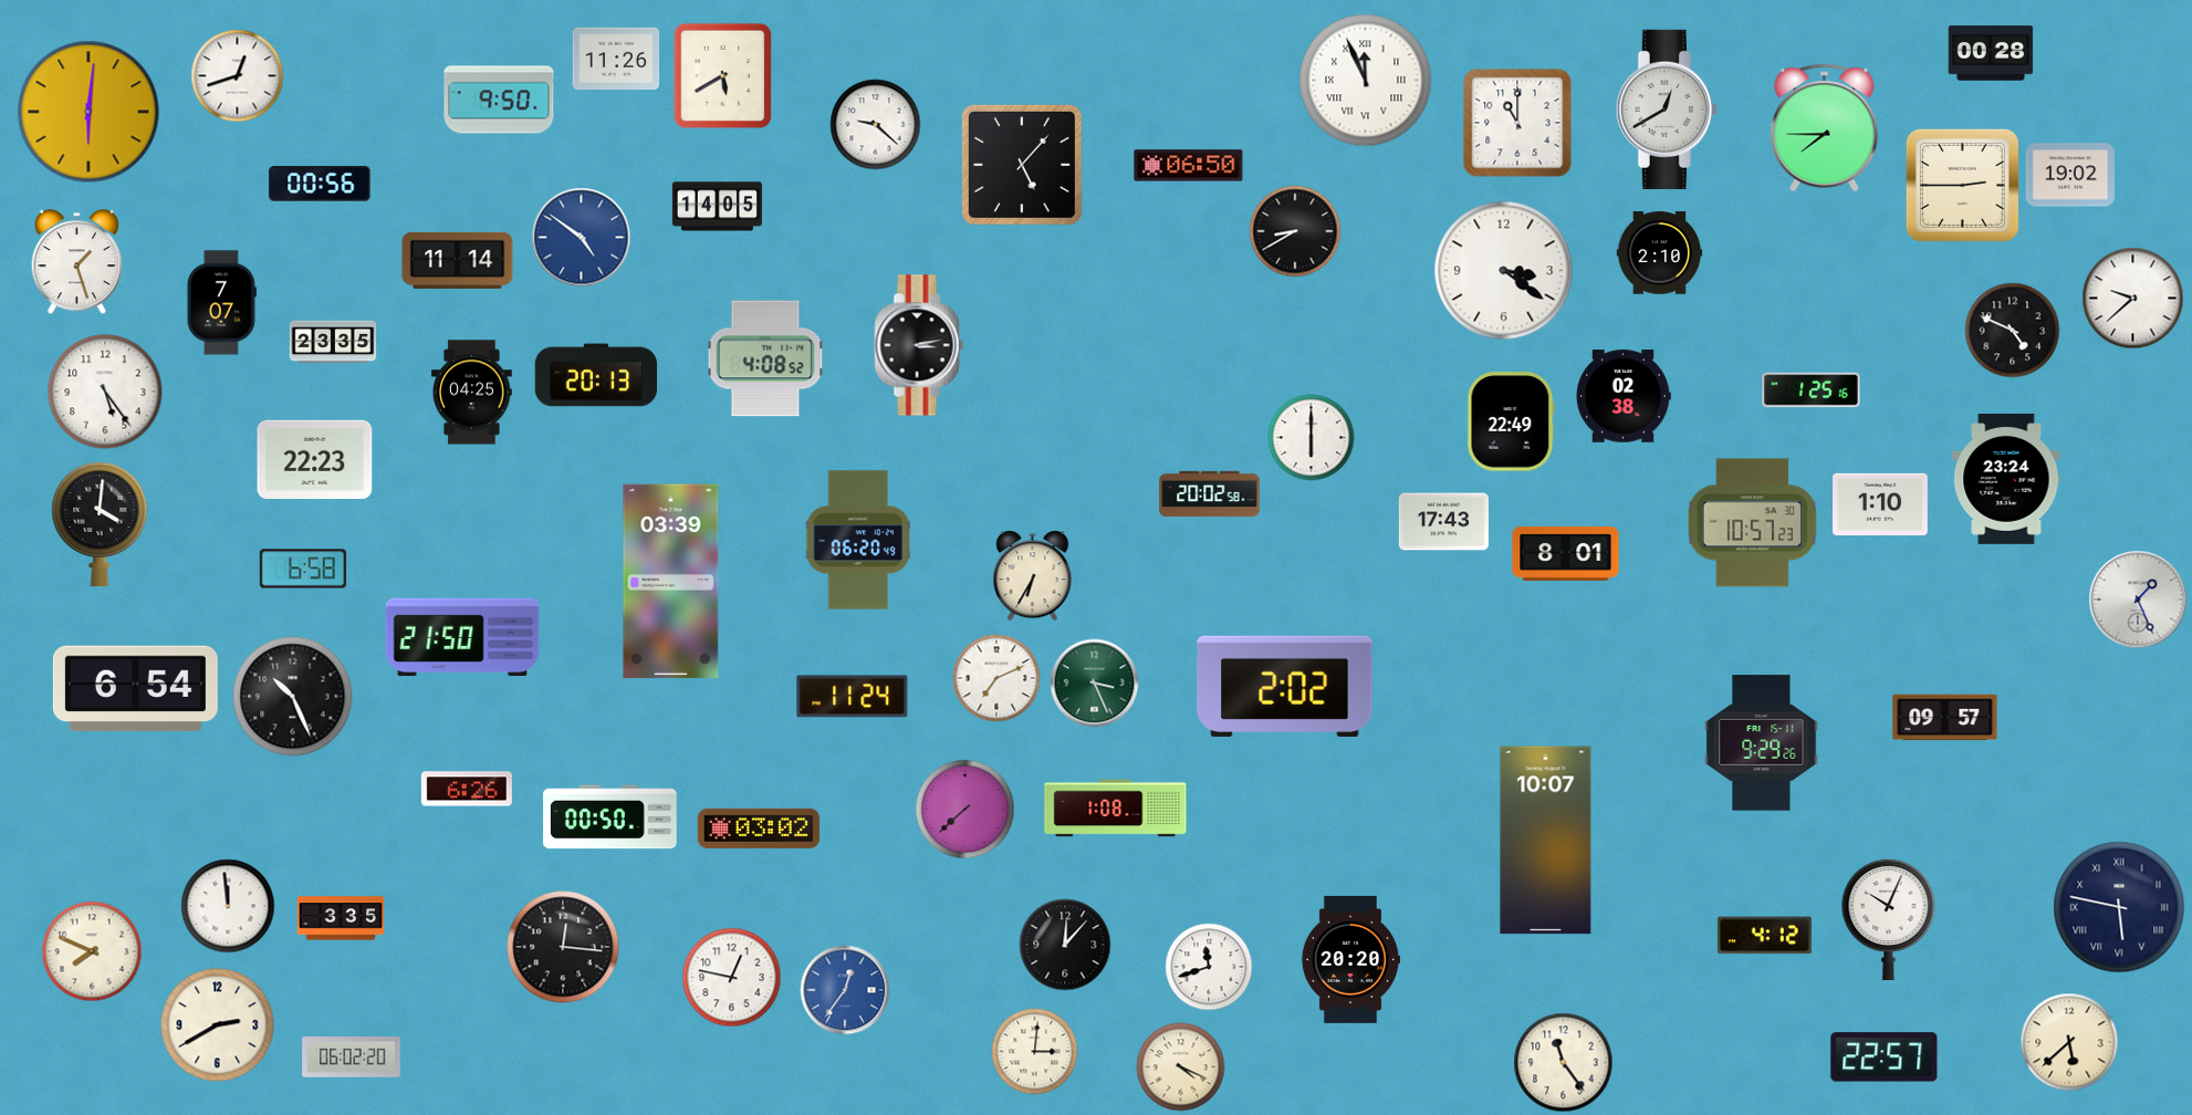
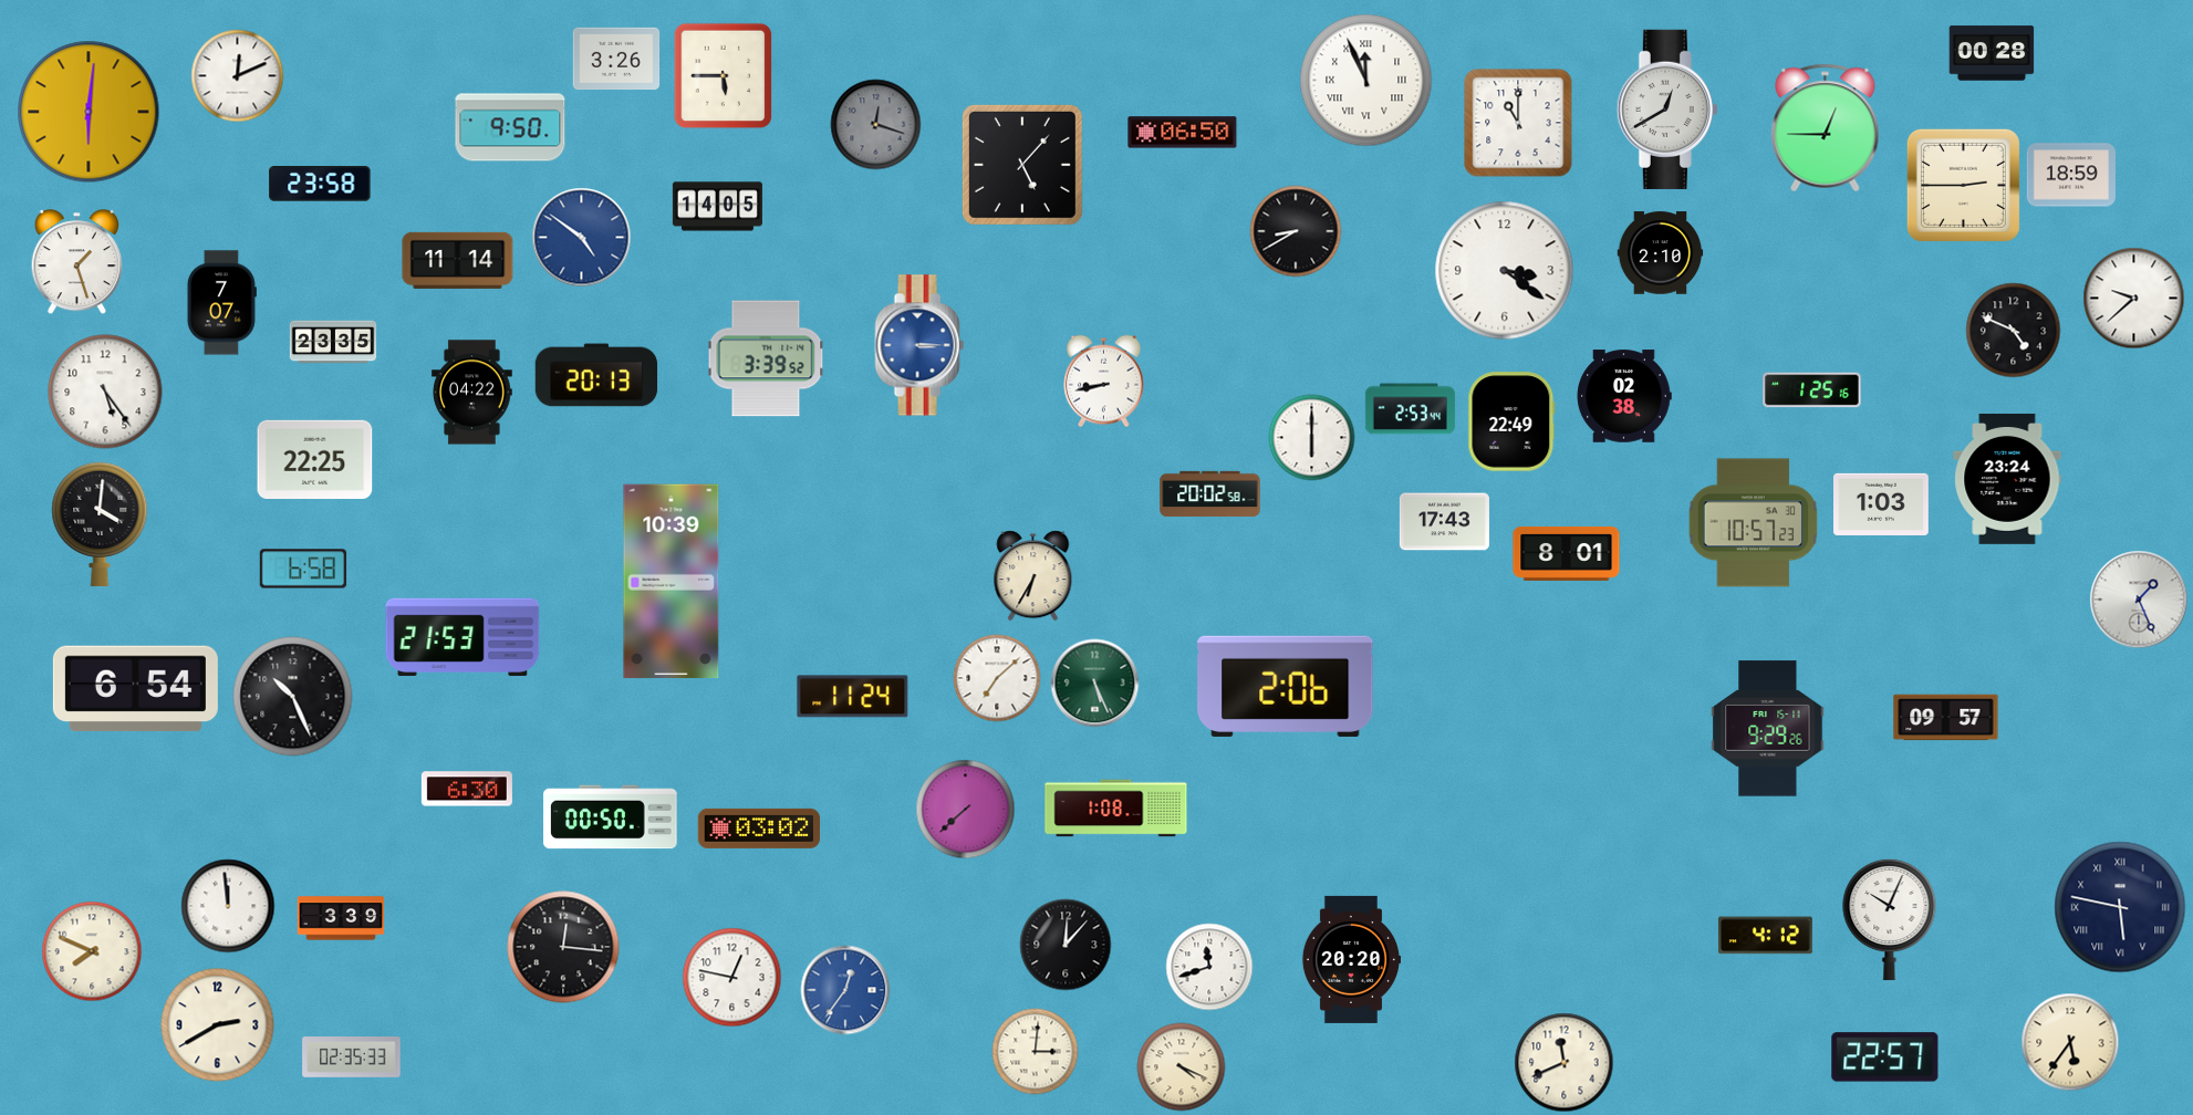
clock at (616, 59): 11:26 -> 3:26
clock at (238, 76): 12:42 -> 12:11
clock at (723, 76): 5:40 -> 5:45
clock at (499, 100) position: (499, 100) -> (510, 127)
clock at (876, 125): 9:22 -> 12:18
clock at (876, 125) dial: white -> grey
clock at (1825, 128): 7:45 -> 12:45
clock at (1189, 166) position: (1189, 166) -> (1183, 133)
clock at (2070, 175): 19:02 -> 18:59
clock at (320, 184): 00:56 -> 23:58
clock at (919, 345): 3:13 -> 3:15
clock at (919, 345) dial: black -> blue
clock at (765, 358): 4:08 -> 3:39
clock at (1104, 382): none -> 8:43
clock at (471, 393): 04:25 -> 04:22
clock at (1410, 409): none -> 2:53
clock at (315, 460): 22:23 -> 22:25
clock at (1880, 504): 1:10 -> 1:03
clock at (858, 540): 06:20 -> none
clock at (671, 582): 03:39 -> 10:39
clock at (462, 637): 21:50 -> 21:53
clock at (996, 678): 7:11 -> 7:08
clock at (1095, 684): 3:26 -> 5:26
clock at (1285, 686): 2:02 -> 2:06
clock at (1762, 743) position: (1762, 743) -> (1768, 729)
clock at (467, 789): 6:26 -> 6:30
clock at (1546, 841): 10:07 -> none
clock at (341, 918): 3:35 -> 3:39
clock at (2069, 1042): 5:38 -> 5:36
clock at (352, 1057): 06:02 -> 02:35
clock at (1564, 1063): 11:24 -> 11:41
